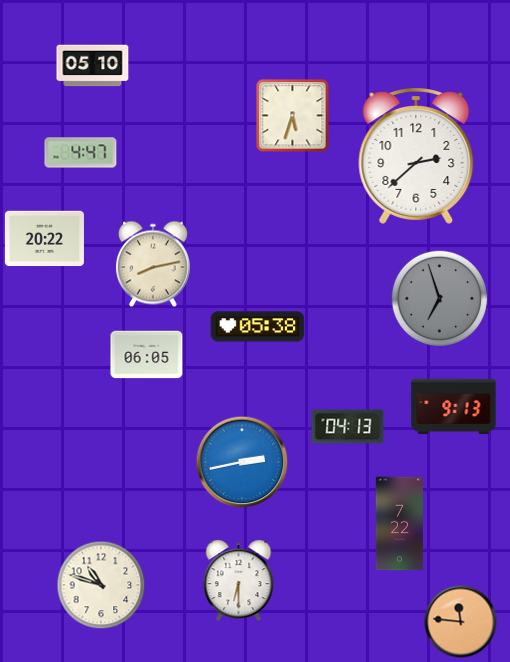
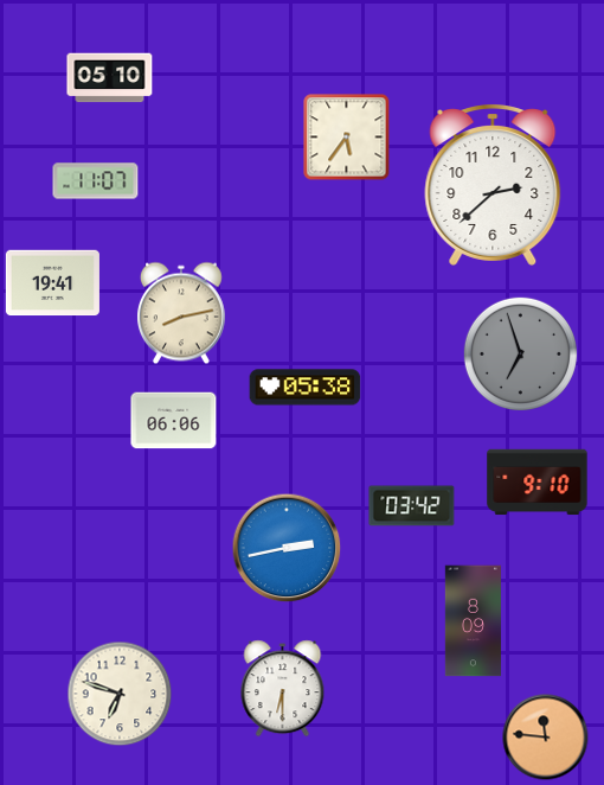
clock at (293, 116): 5:33 -> 5:36
clock at (81, 153): 4:47 -> 11:07
clock at (44, 239): 20:22 -> 19:41
clock at (147, 355): 06:05 -> 06:06
clock at (454, 407): 9:13 -> 9:10
clock at (348, 427): 04:13 -> 03:42
clock at (399, 524): 7:22 -> 8:09
clock at (101, 585): 10:48 -> 6:48
